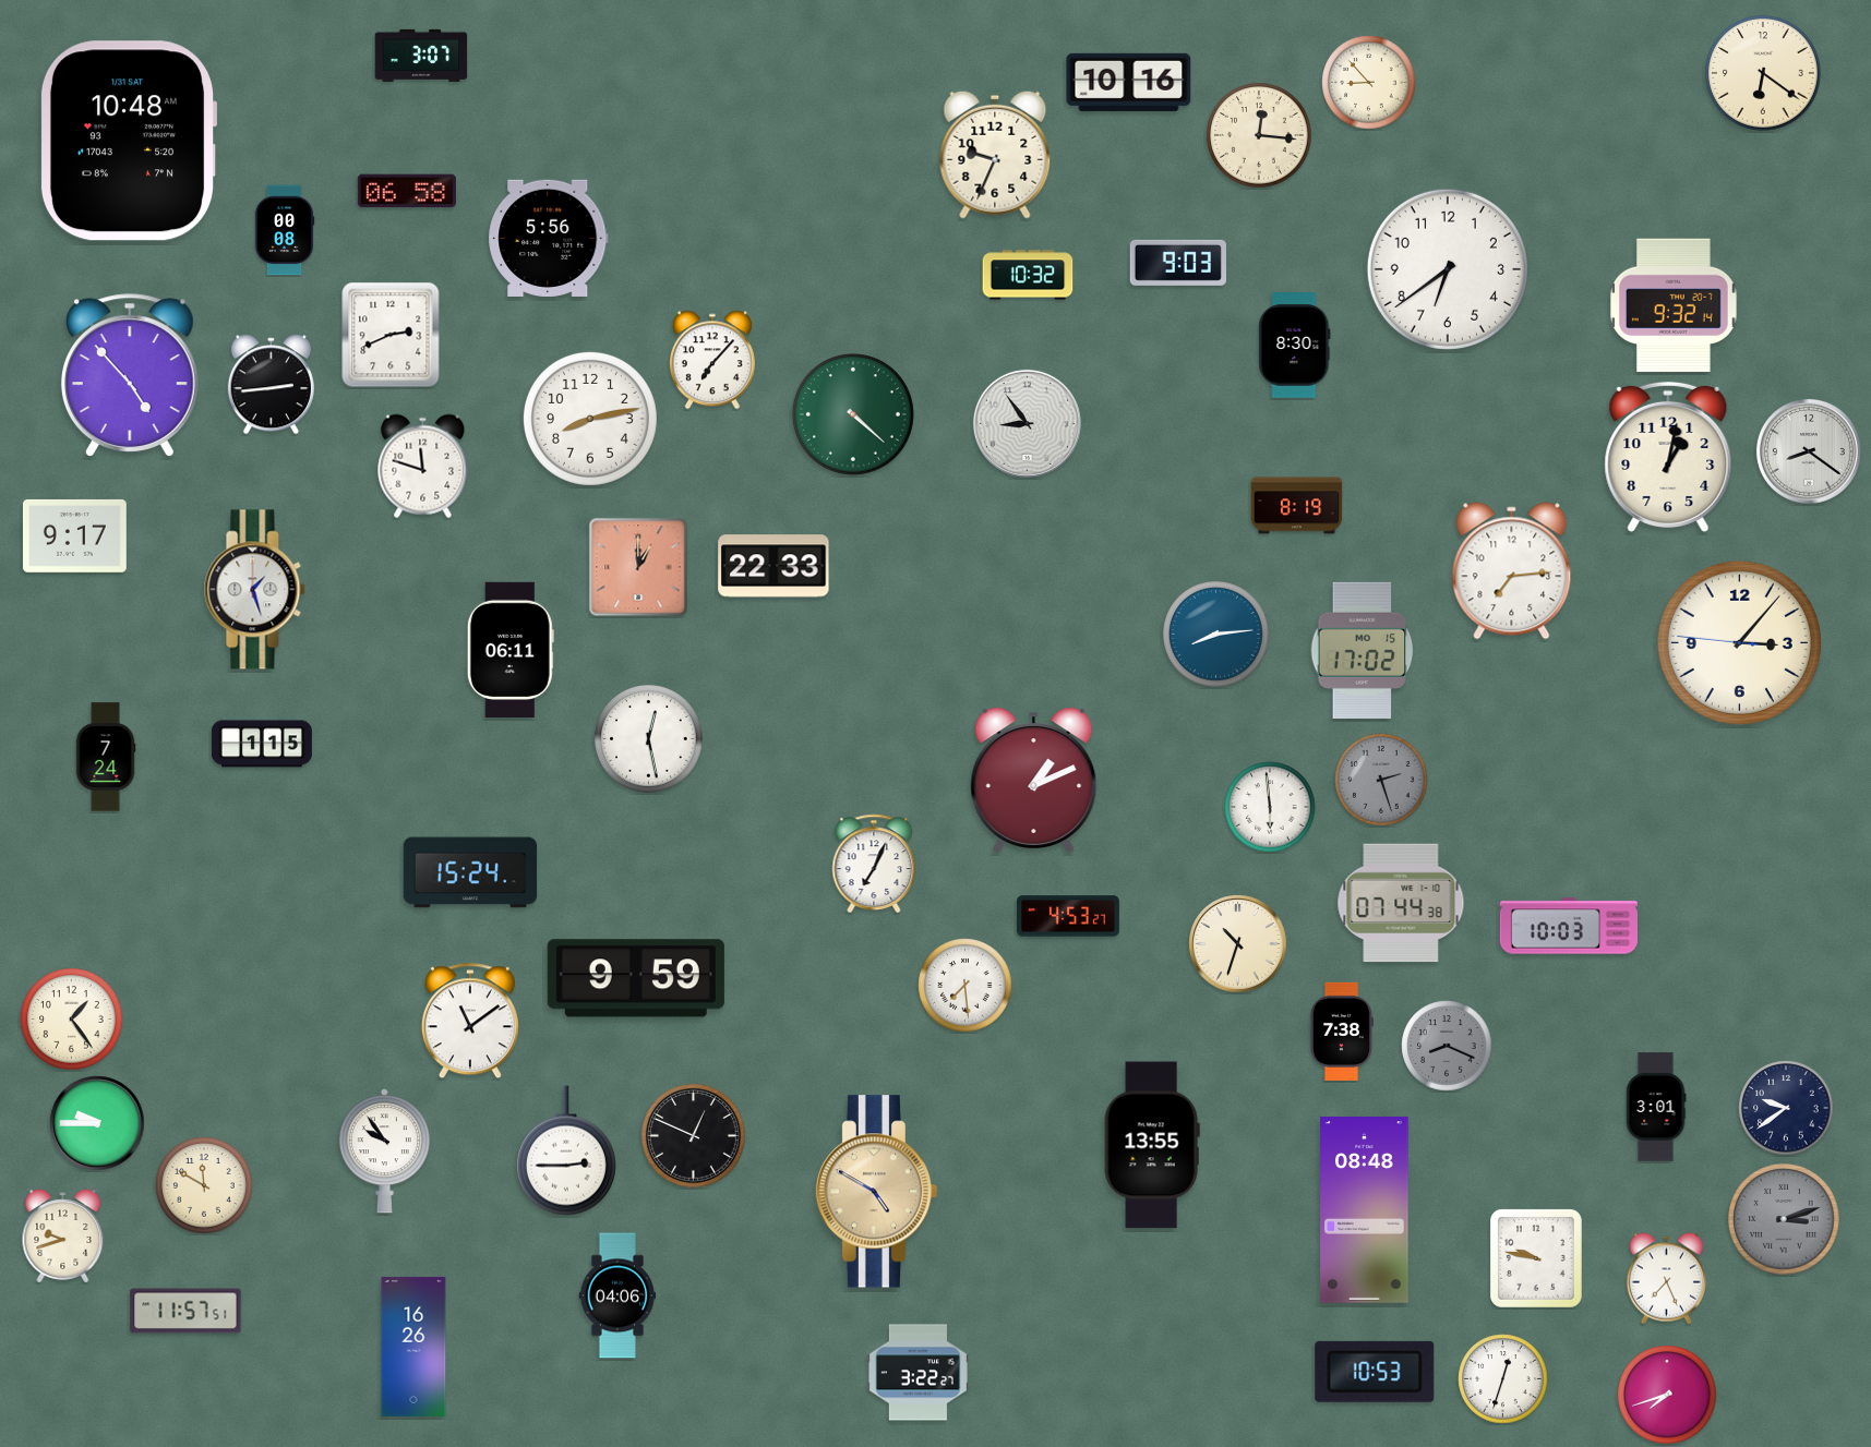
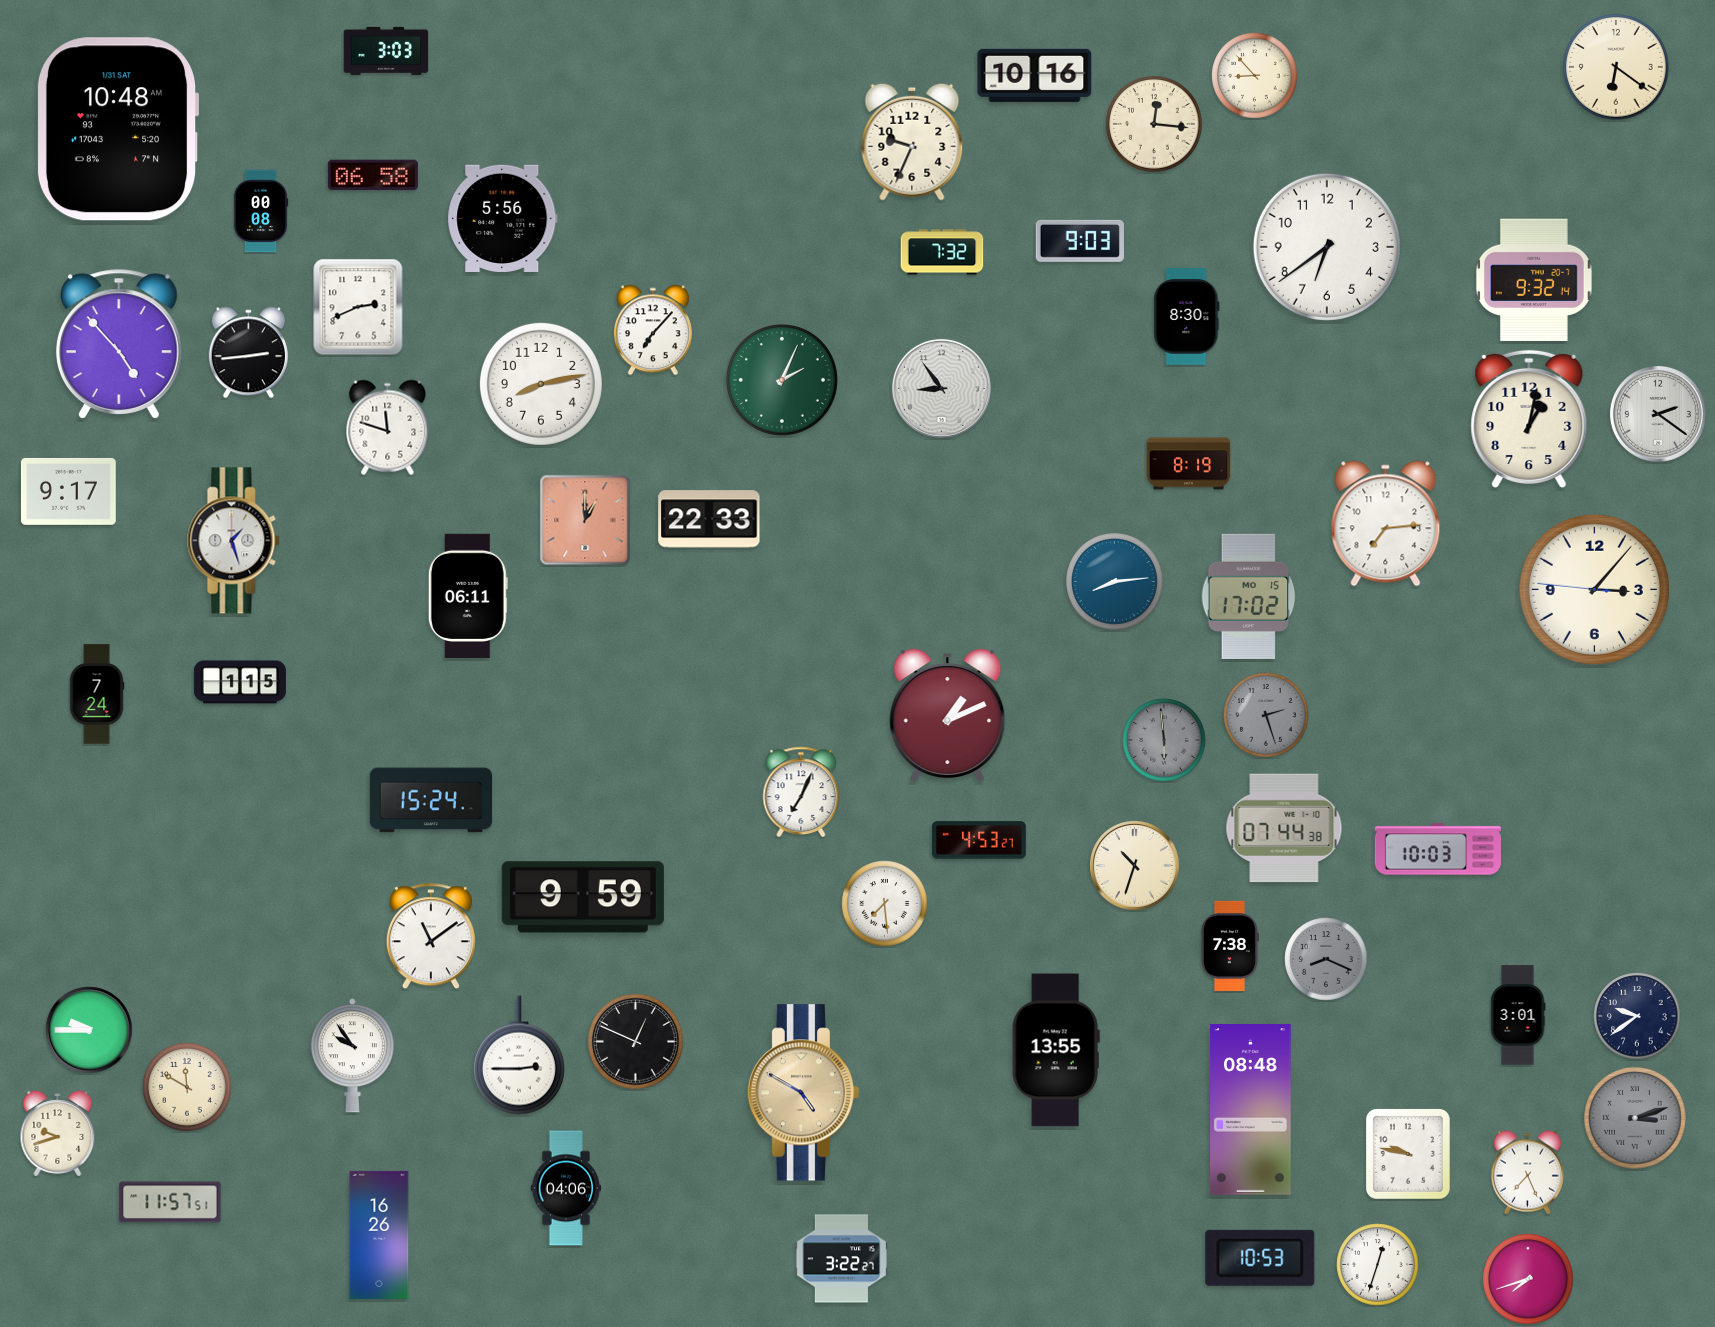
clock at (421, 56): 3:07 -> 3:03
clock at (1028, 275): 10:32 -> 7:32
clock at (853, 414): 4:22 -> 2:04
clock at (1809, 451): 8:21 -> 2:21
clock at (649, 739): 12:28 -> none
clock at (1270, 807) dial: white -> grey
clock at (72, 1020): 1:24 -> none
